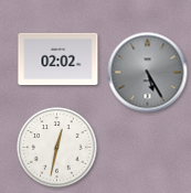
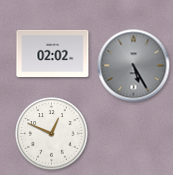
clock at (57, 148): 12:32 -> 12:49
